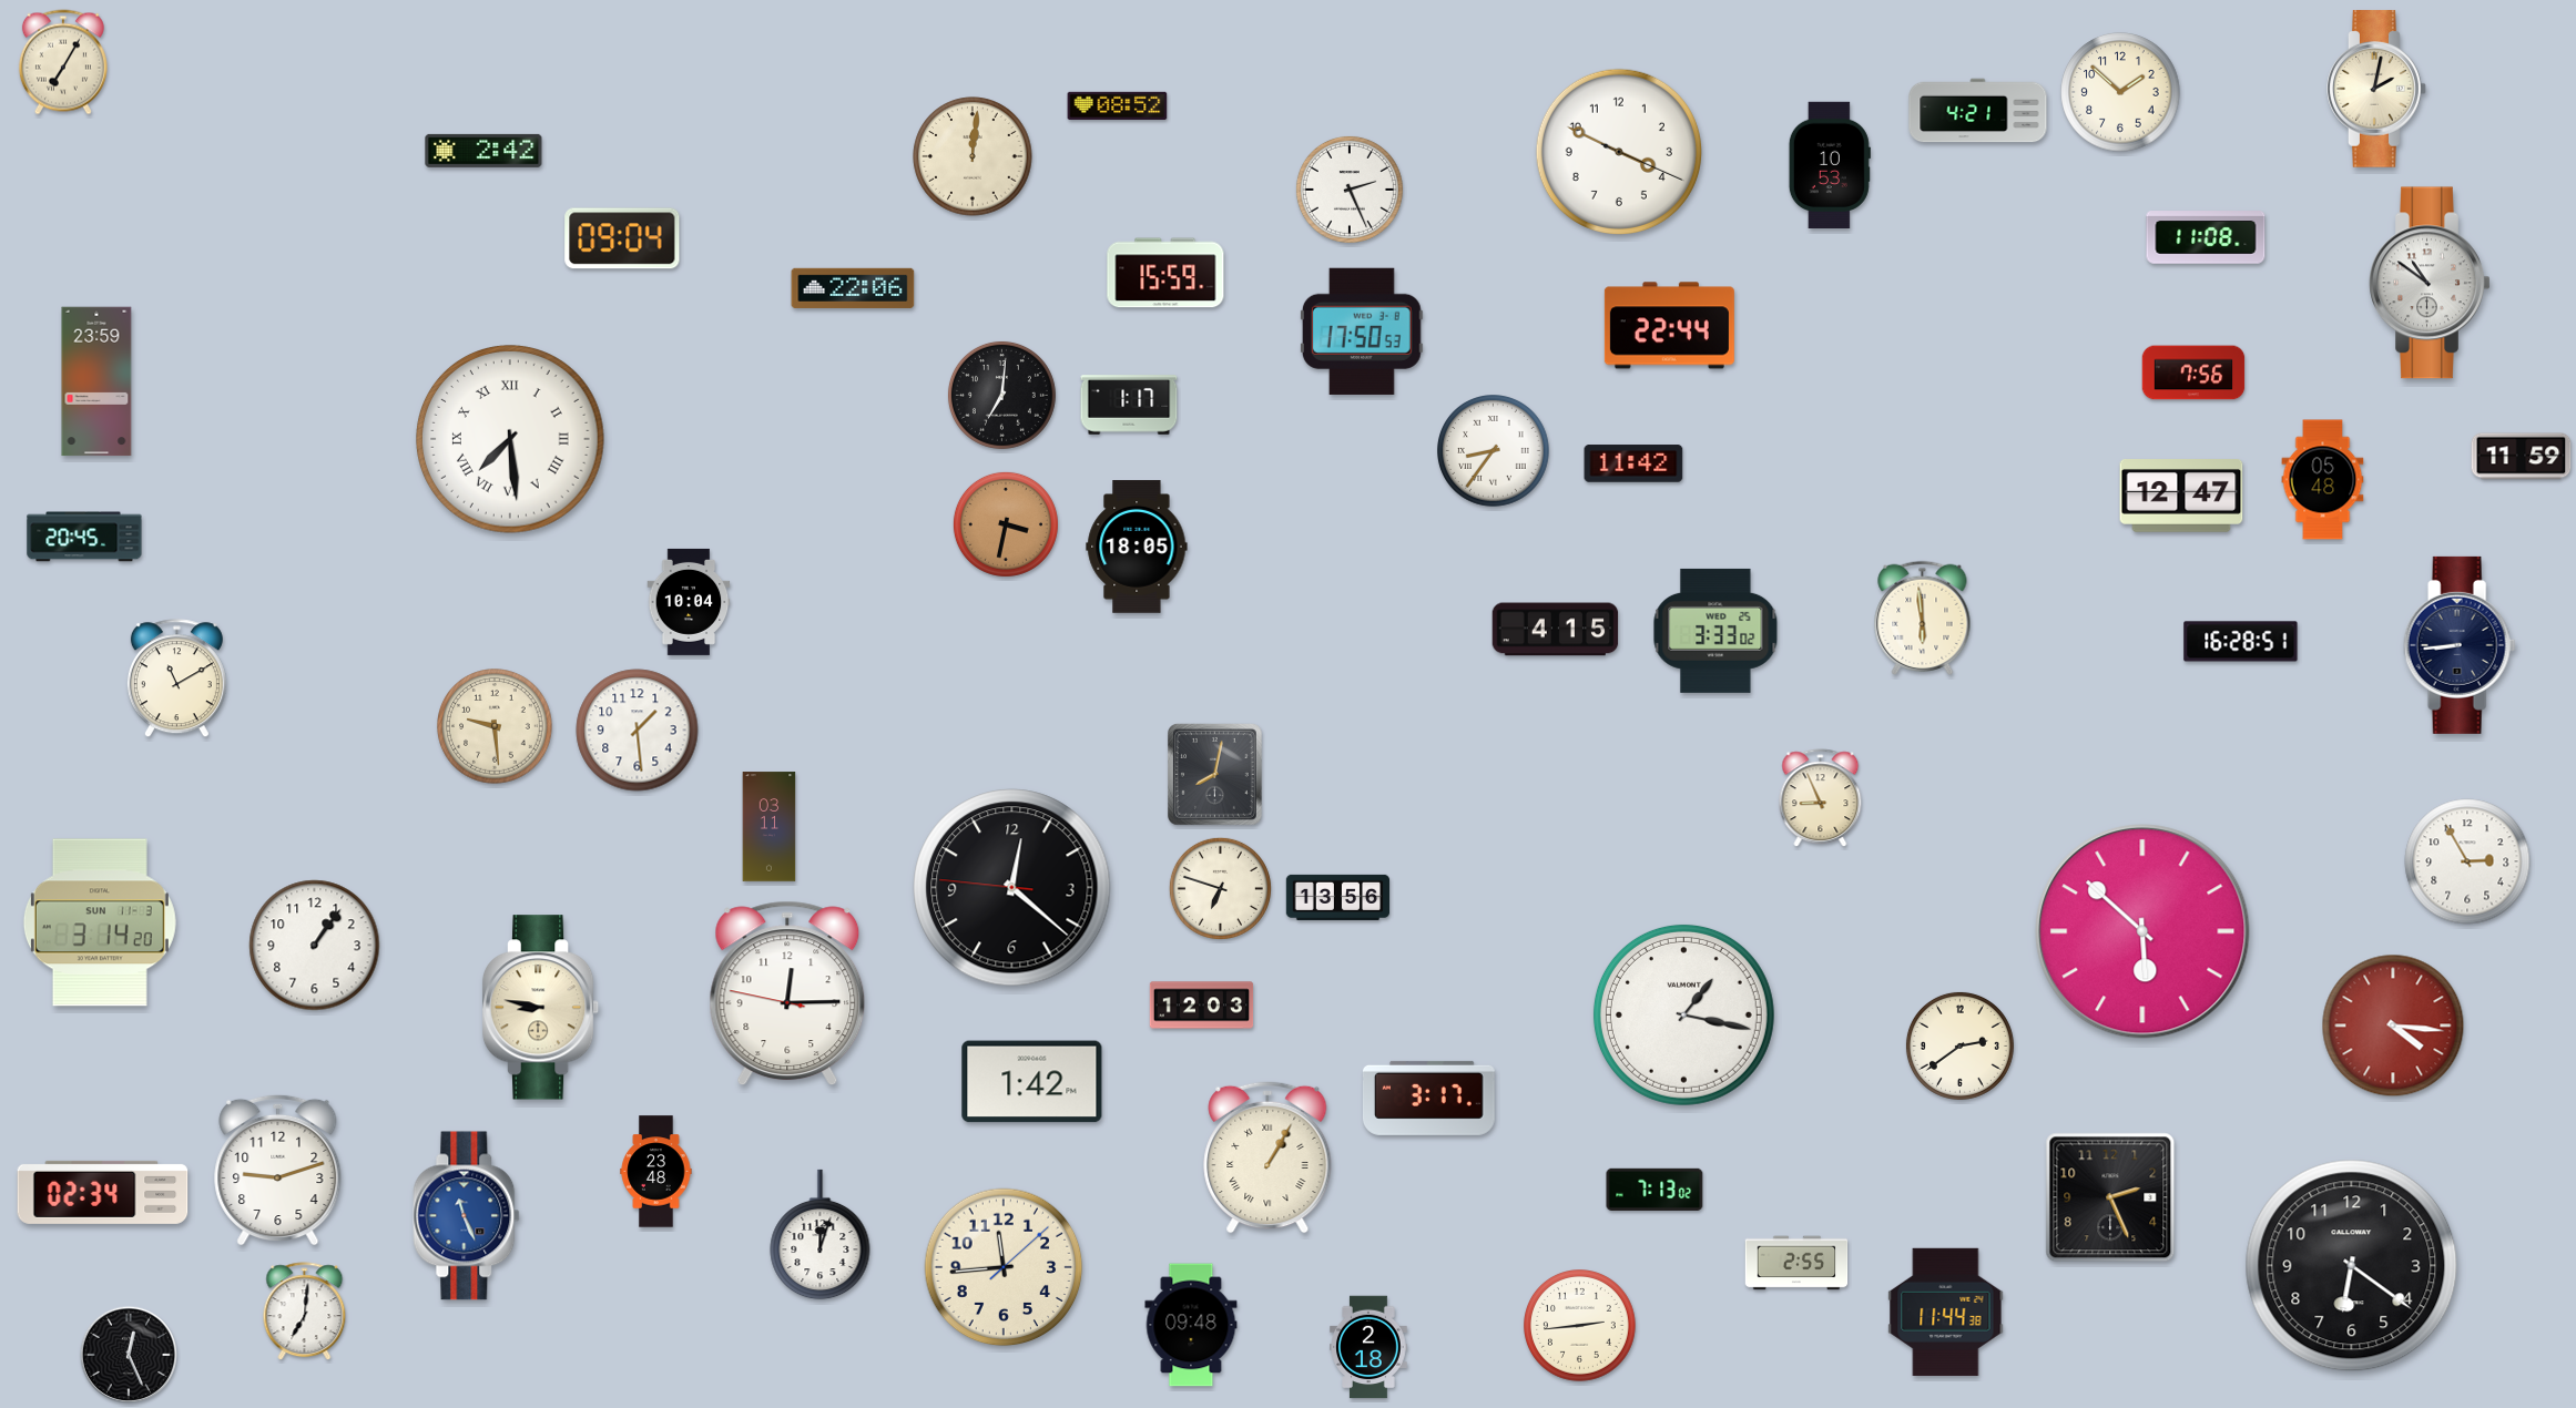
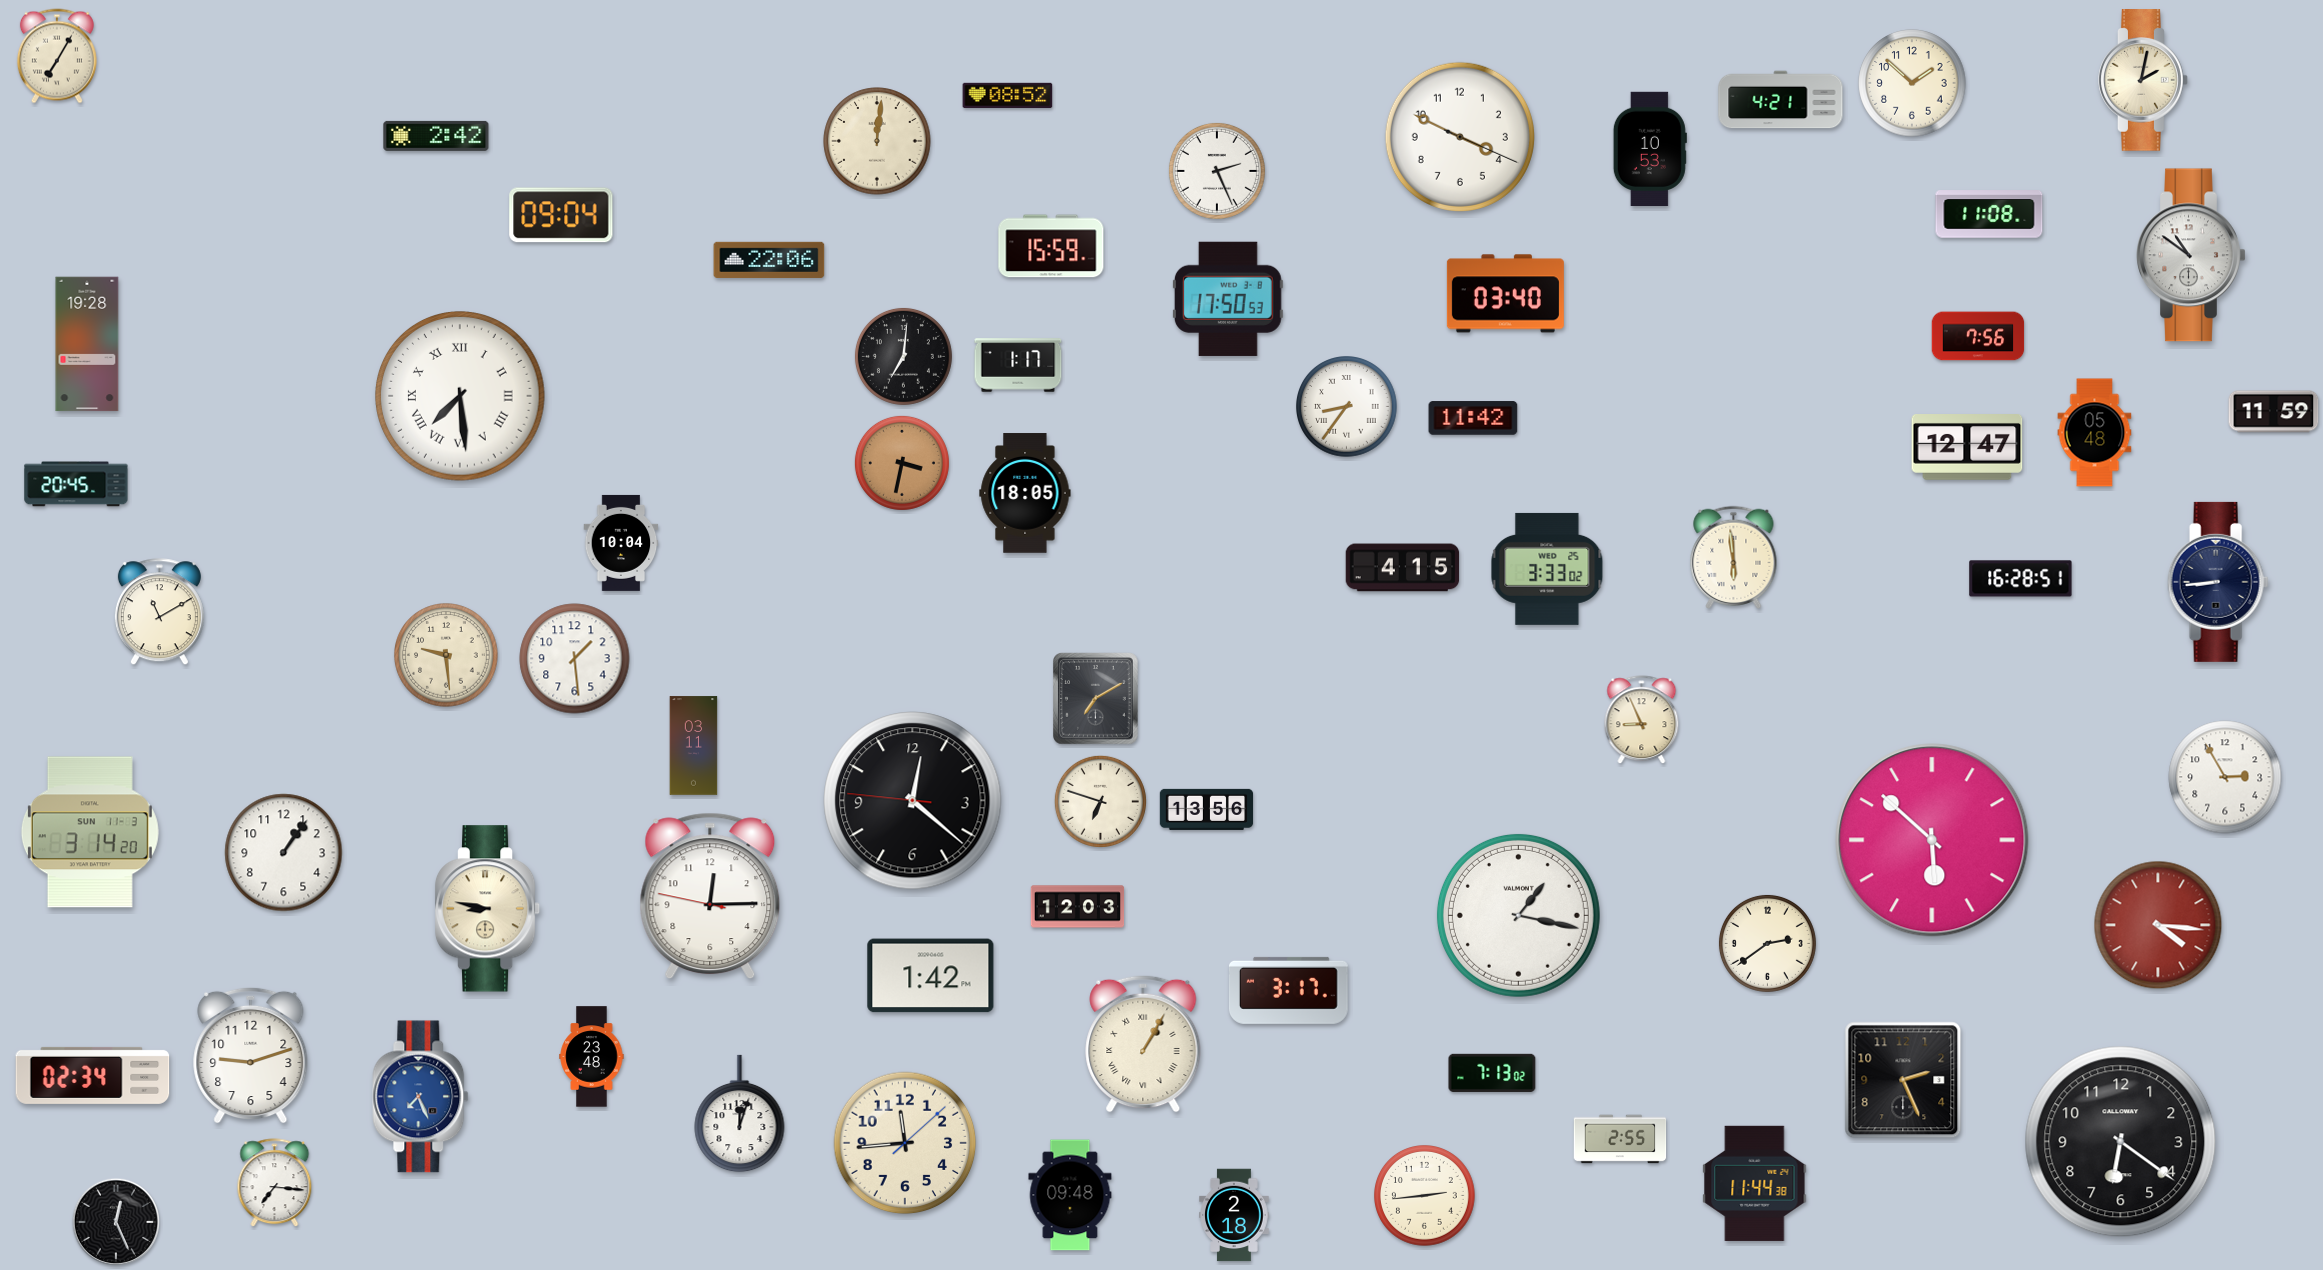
clock at (1978, 111) position: (1978, 111) -> (1781, 100)
clock at (1669, 326): 22:44 -> 03:40
clock at (96, 381): 23:59 -> 19:28
clock at (1006, 524) position: (1006, 524) -> (902, 463)
clock at (1215, 775): 8:02 -> 7:10
clock at (1202, 1006) position: (1202, 1006) -> (1078, 907)
clock at (467, 1216): 11:26 -> 7:26
clock at (305, 1312): 7:01 -> 7:16
clock at (1191, 1325) position: (1191, 1325) -> (1070, 1195)
